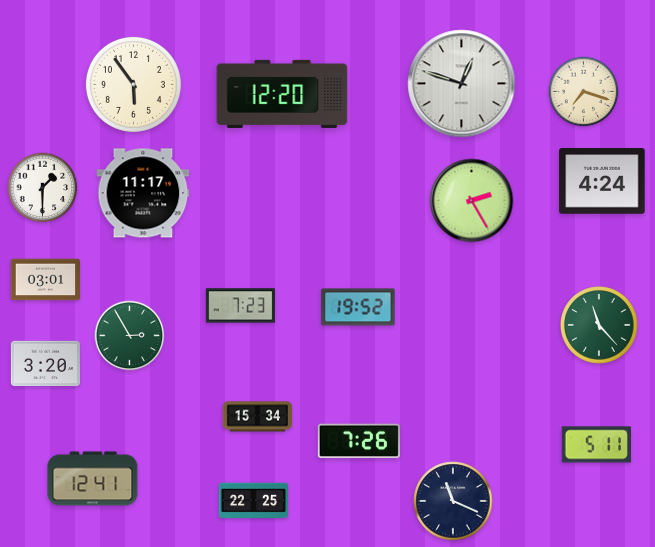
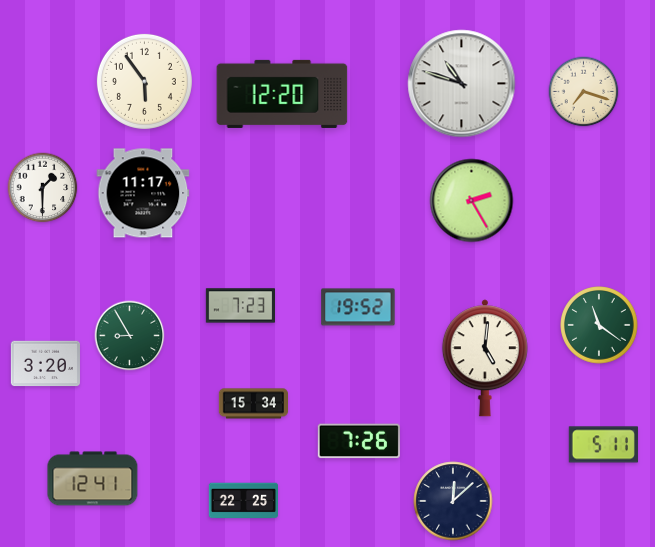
clock at (133, 84) position: (133, 84) -> (144, 81)
clock at (462, 84): 12:48 -> 10:48
clock at (602, 181): 4:24 -> none
clock at (45, 280): 03:01 -> none
clock at (599, 325): 11:23 -> 11:21
clock at (130, 336): 2:55 -> 8:55
clock at (485, 358): none -> 5:01
clock at (257, 417) position: (257, 417) -> (253, 404)
clock at (596, 445) position: (596, 445) -> (603, 445)
clock at (254, 501) position: (254, 501) -> (244, 501)
clock at (453, 501): 11:19 -> 12:08
